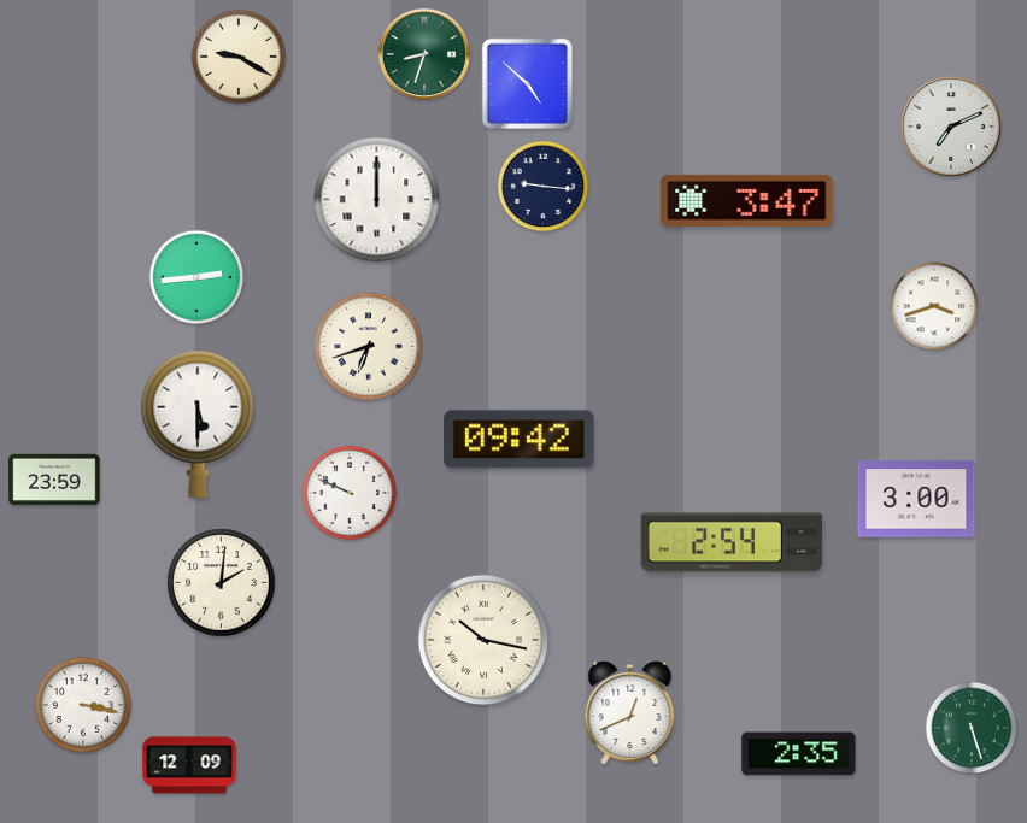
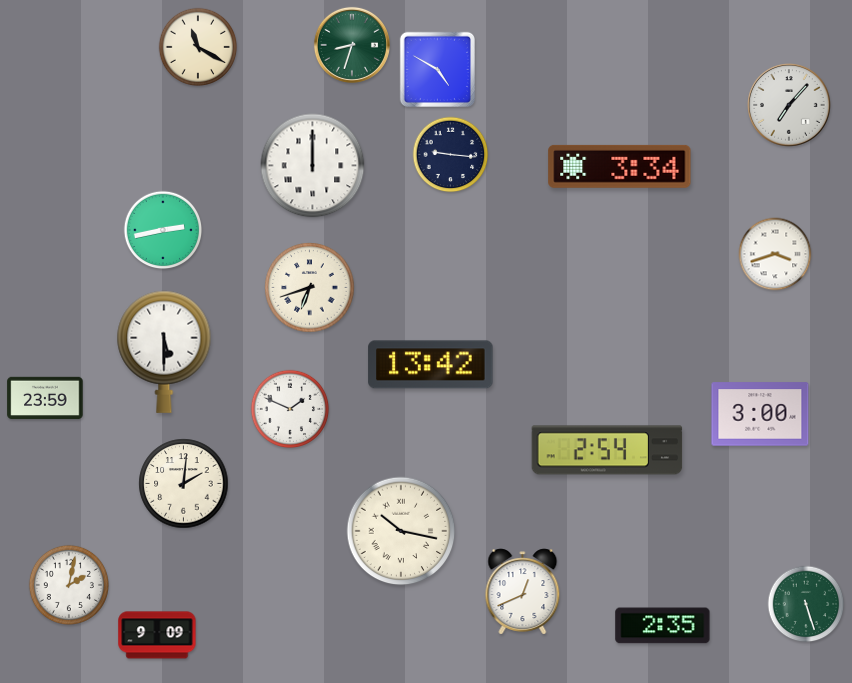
clock at (239, 57): 9:20 -> 11:20
clock at (527, 83): 4:52 -> 4:50
clock at (951, 127): 7:11 -> 7:07
clock at (747, 200): 3:47 -> 3:34
clock at (196, 277): 2:44 -> 2:43
clock at (369, 347) position: (369, 347) -> (310, 288)
clock at (520, 440): 09:42 -> 13:42
clock at (350, 493): 9:49 -> 1:49
clock at (83, 705): 3:17 -> 2:02
clock at (189, 765): 12:09 -> 9:09
